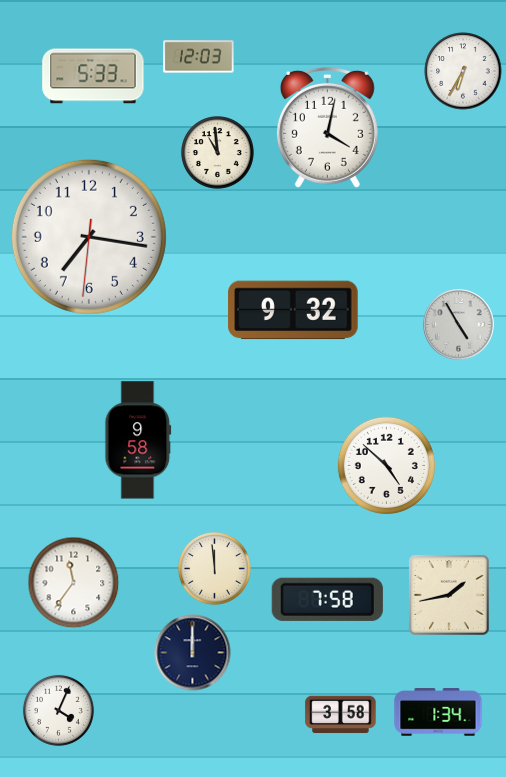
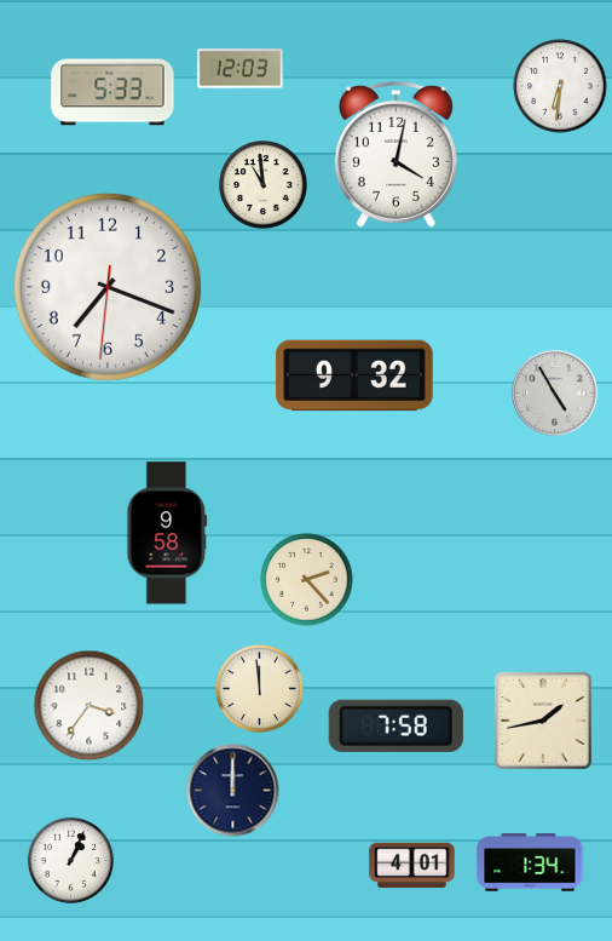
clock at (463, 71): 6:35 -> 6:31
clock at (89, 237): 7:16 -> 7:18
clock at (386, 465): 4:52 -> none
clock at (307, 580): none -> 2:23
clock at (74, 583): 11:36 -> 3:36
clock at (58, 710): 4:04 -> 1:04
clock at (341, 715): 3:58 -> 4:01
